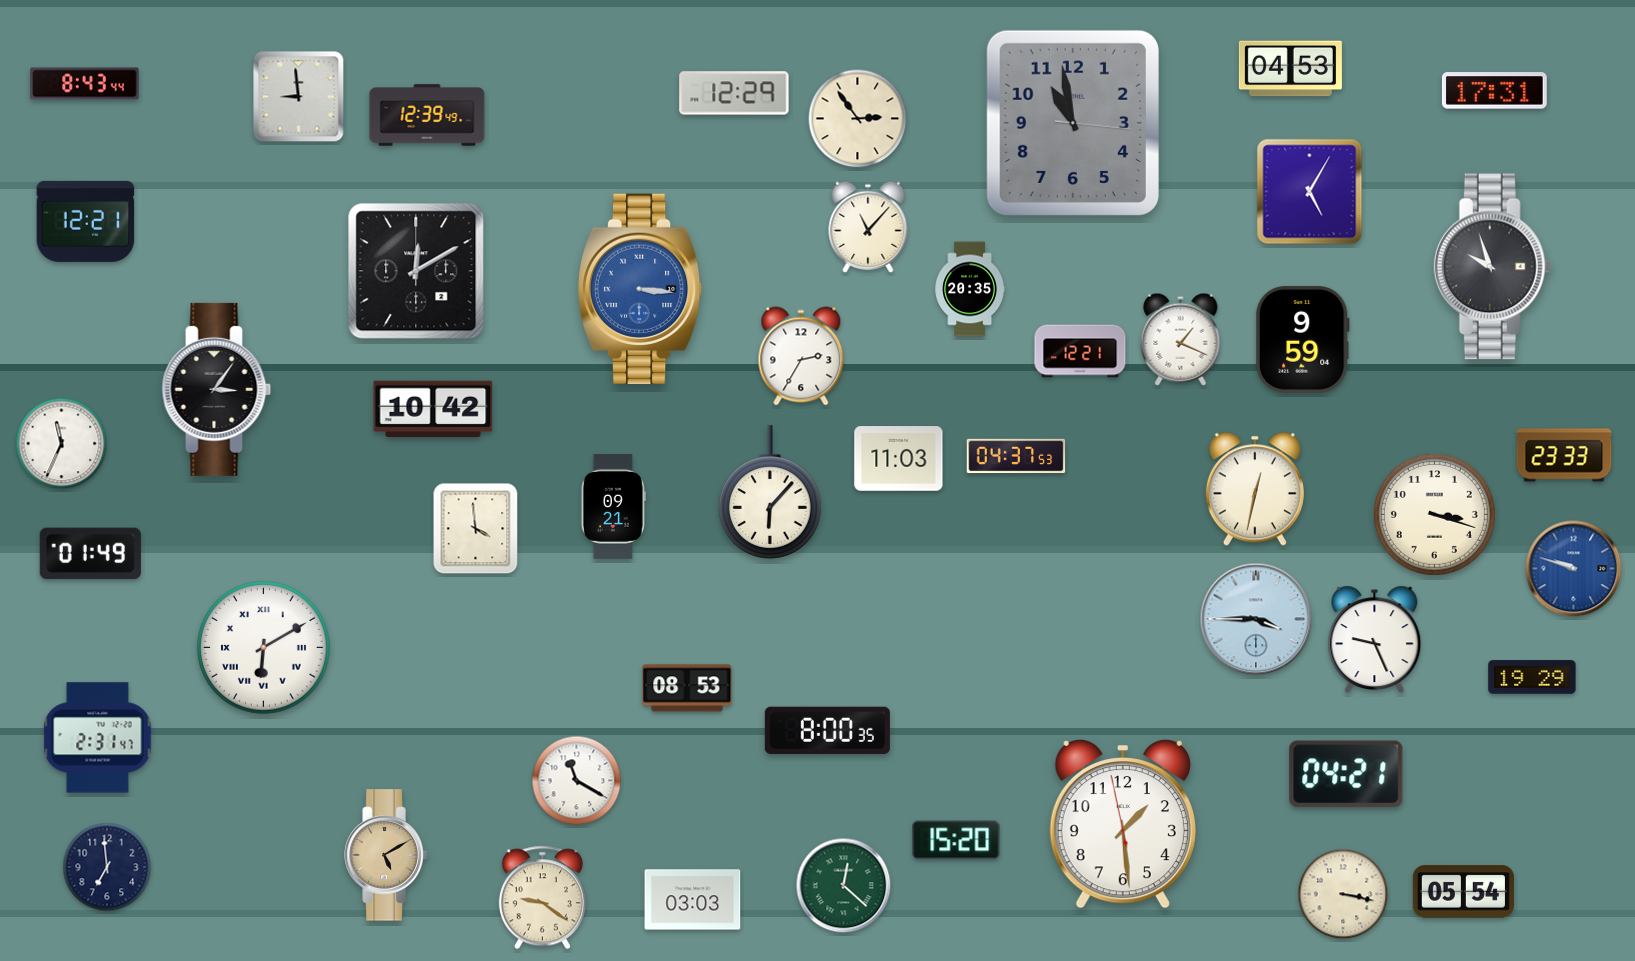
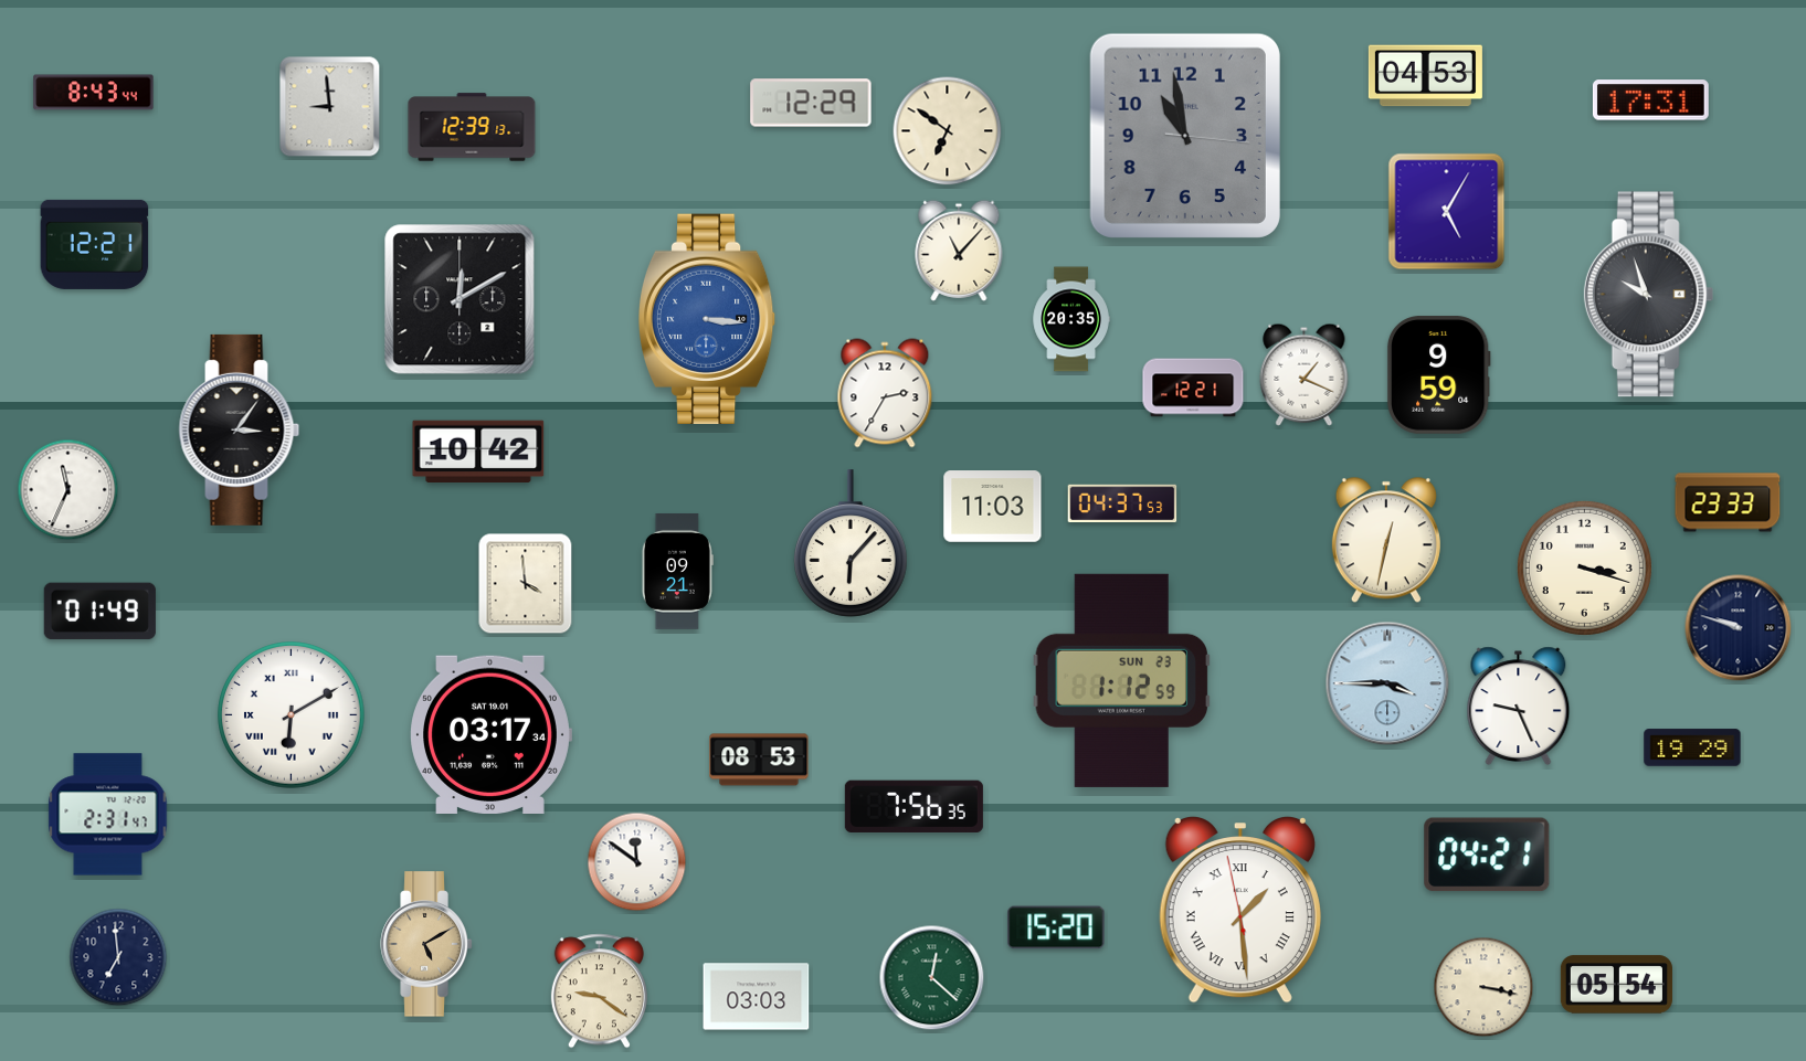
clock at (427, 115): 12:39:49 -> 12:39:13
clock at (858, 119): 2:54 -> 6:51
clock at (613, 506) position: (613, 506) -> (677, 571)
clock at (1574, 569) dial: blue -> navy
clock at (1121, 680): none -> 1:12
clock at (490, 734): none -> 03:17
clock at (827, 730): 8:00 -> 7:56
clock at (577, 781): 11:20 -> 11:51
clock at (1123, 824) numerals: Arabic -> Roman
clock at (693, 900) position: (693, 900) -> (757, 997)
